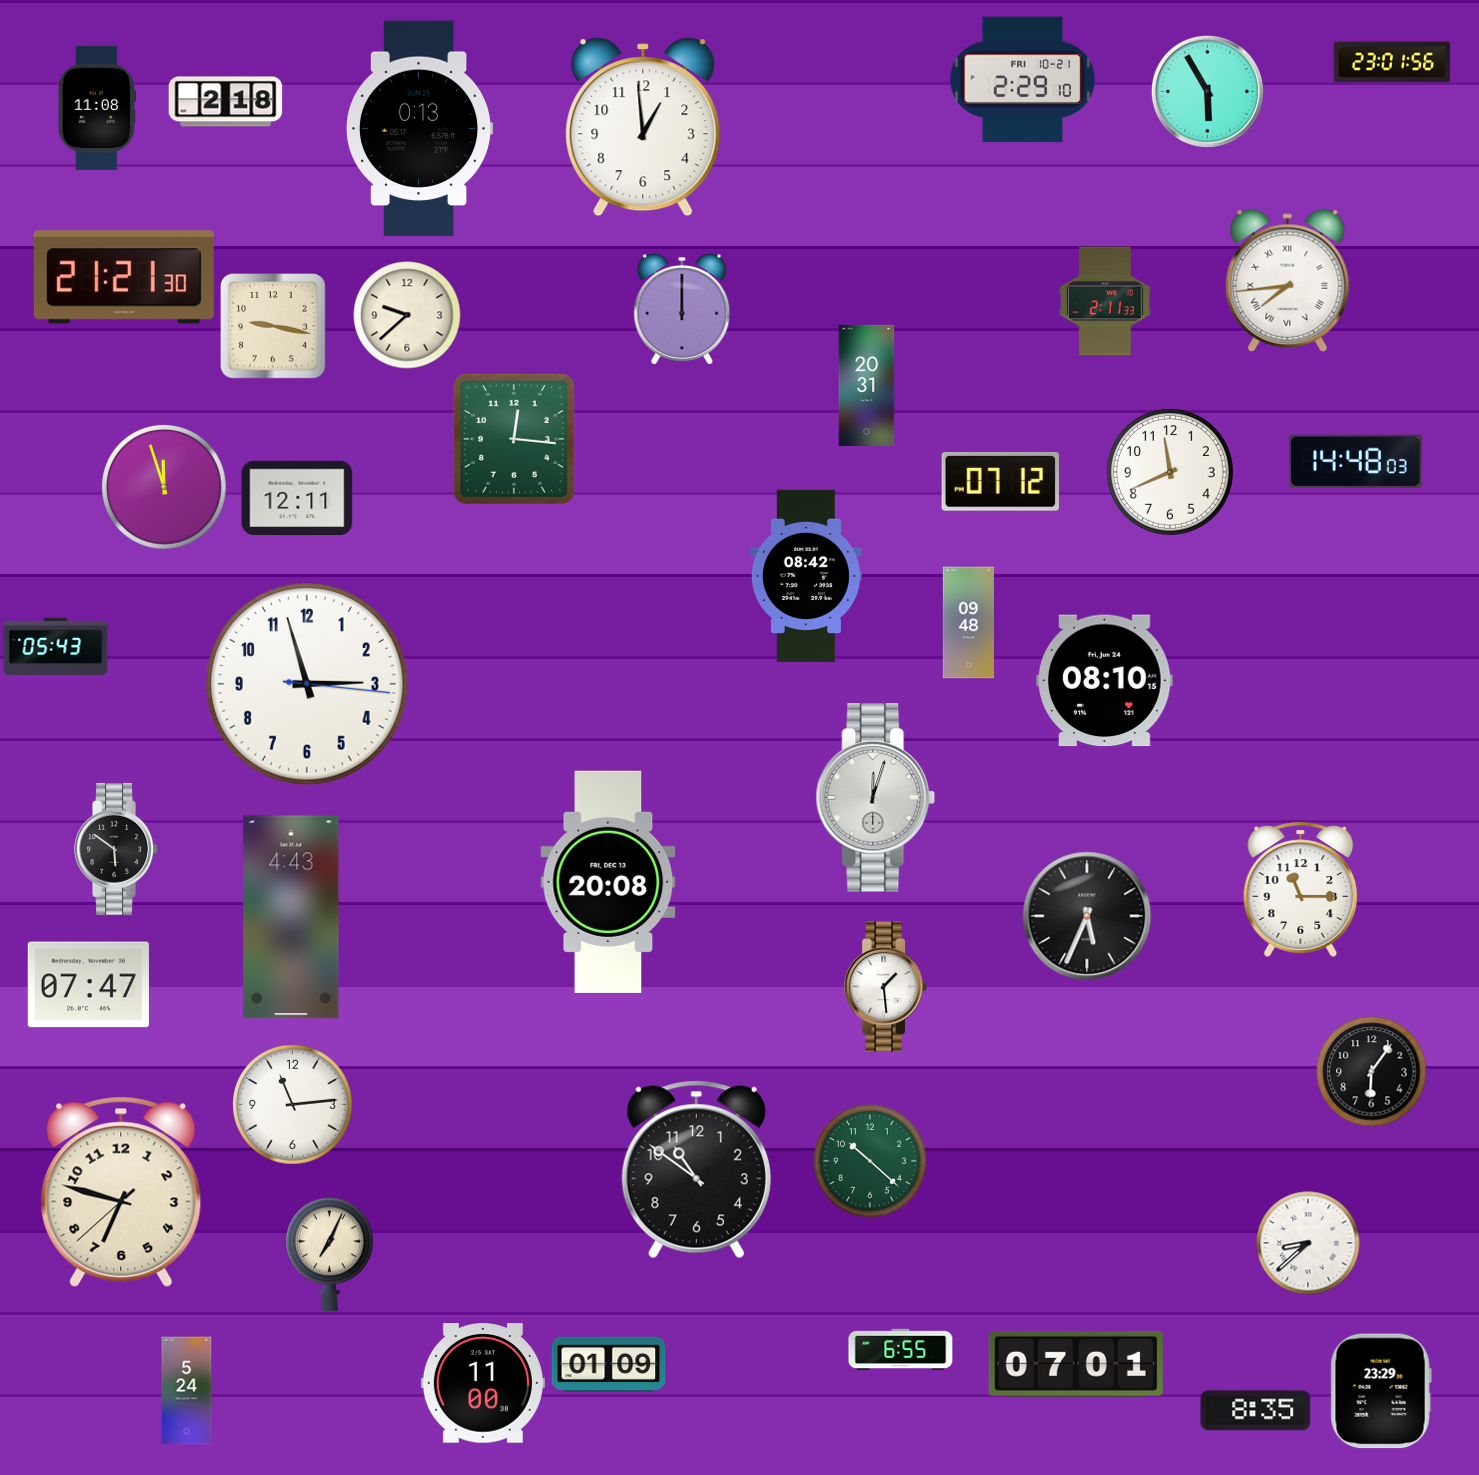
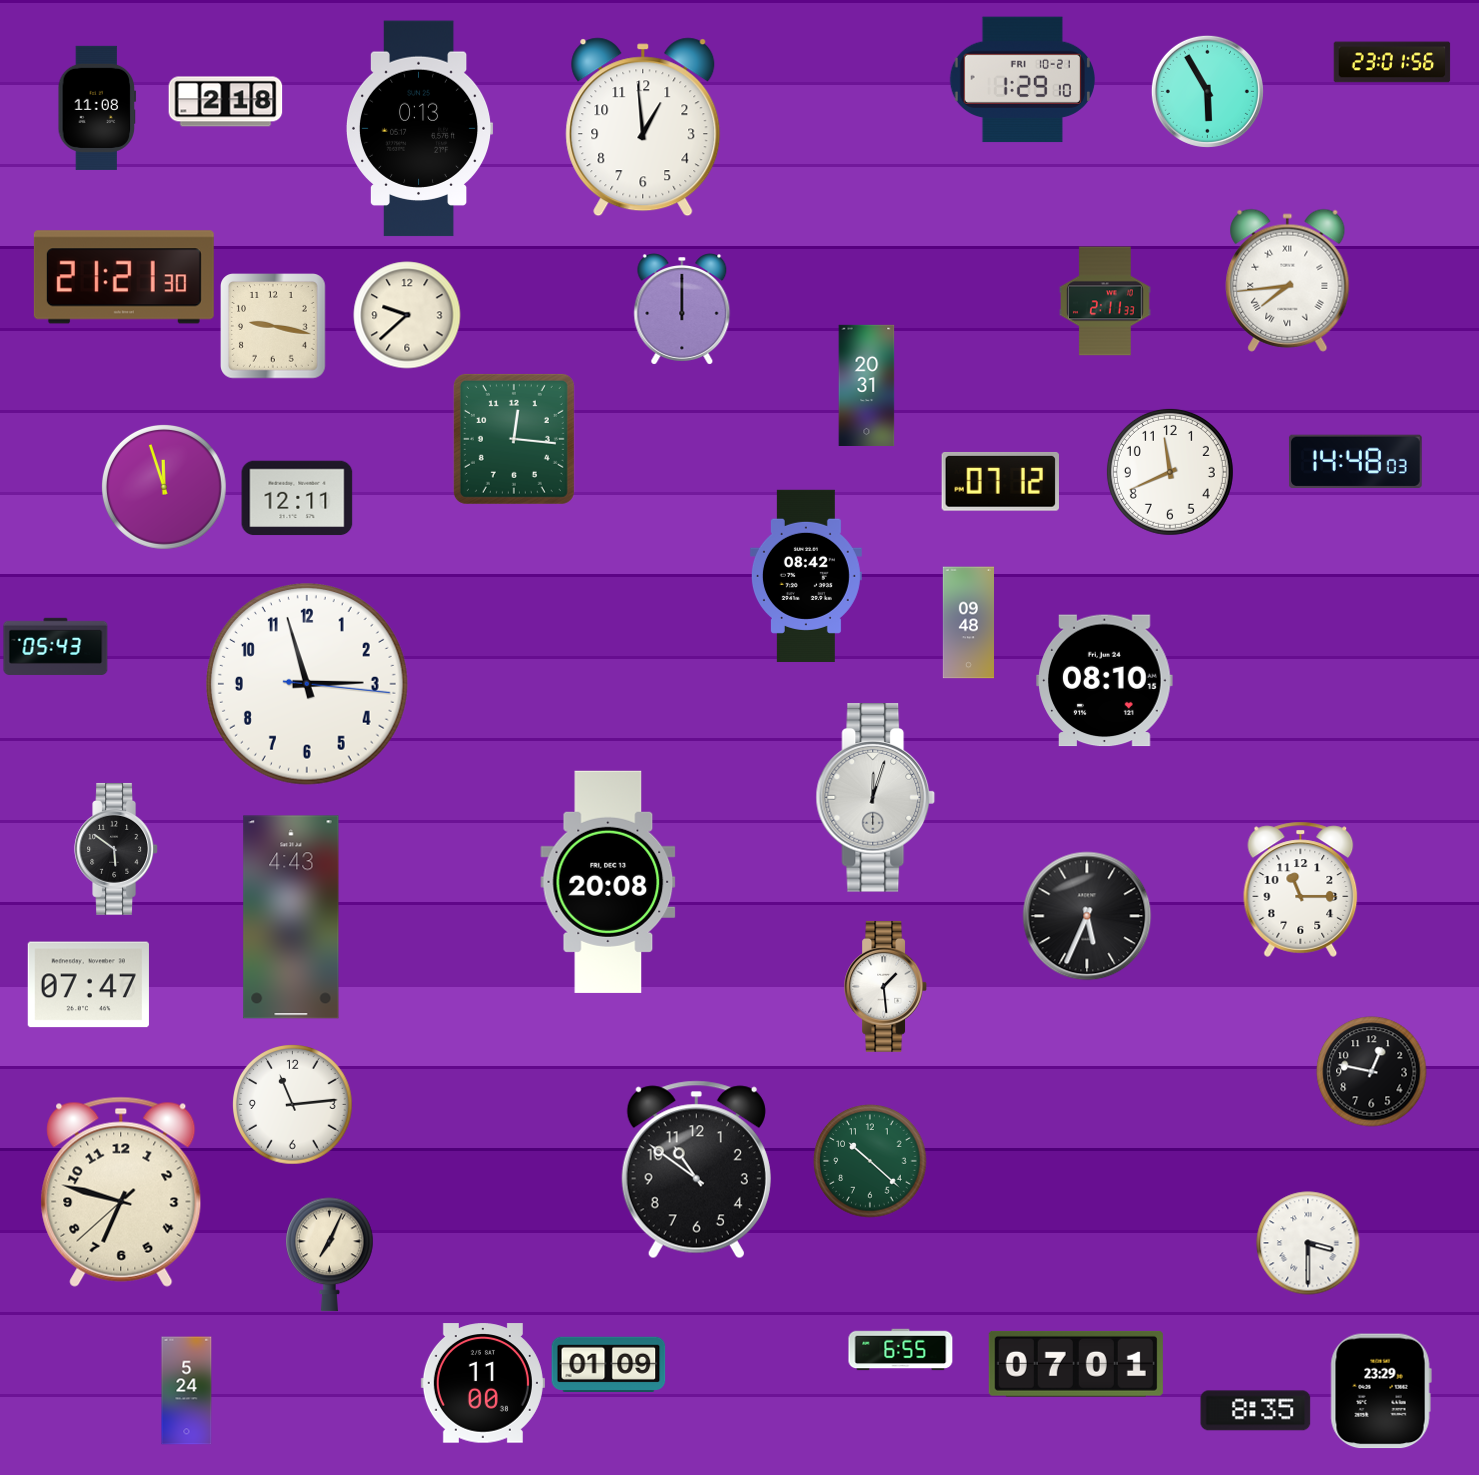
clock at (1022, 80): 2:29 -> 1:29
clock at (1372, 1072): 6:06 -> 12:47
clock at (1308, 1243): 8:38 -> 3:30
